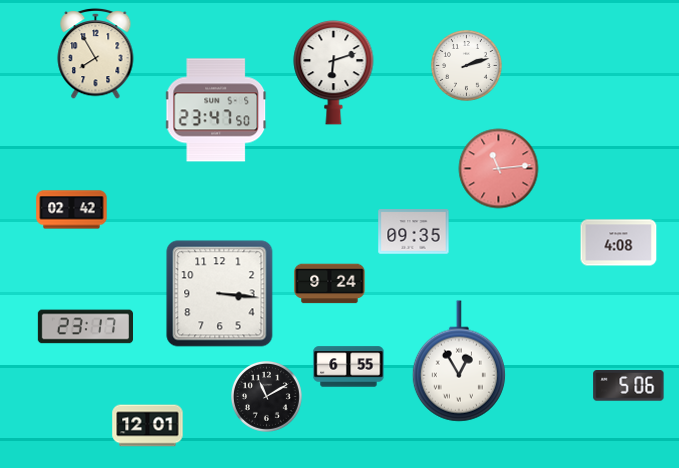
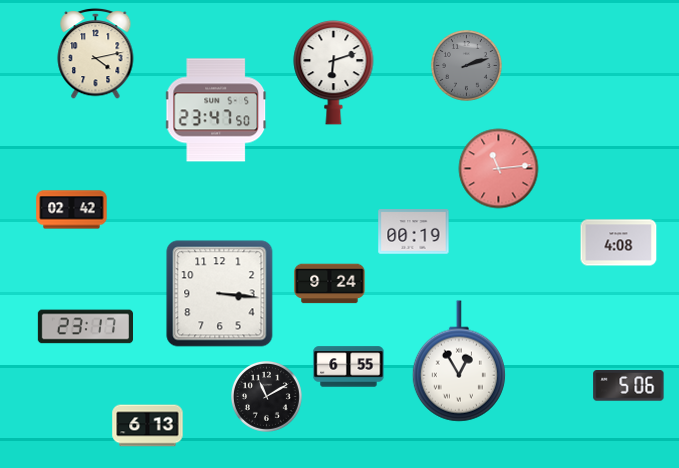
clock at (96, 53): 7:55 -> 4:13
clock at (467, 66) dial: white -> grey
clock at (414, 232): 09:35 -> 00:19
clock at (148, 426): 12:01 -> 6:13
